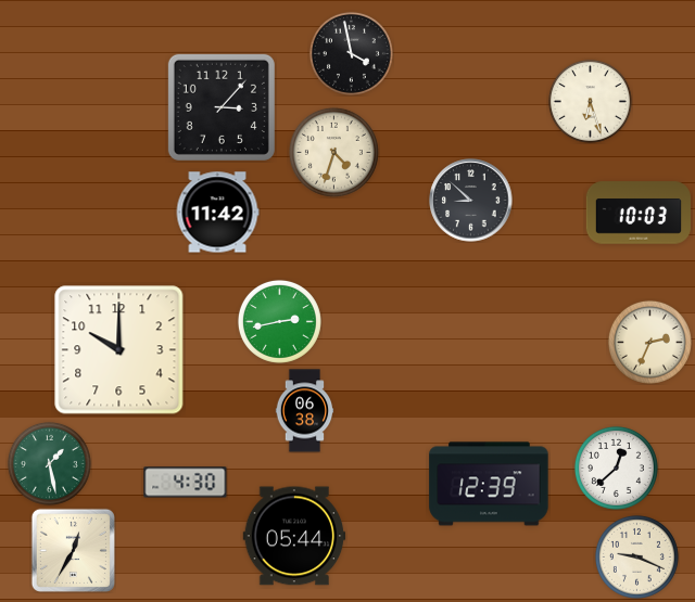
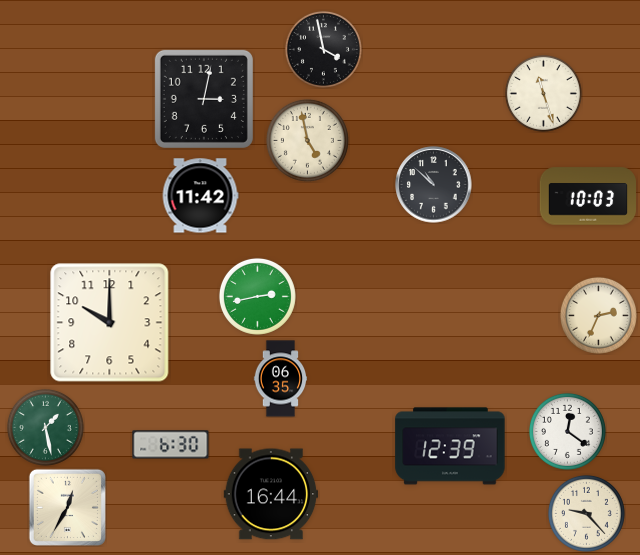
clock at (590, 101): 6:27 -> 11:27
clock at (222, 107): 3:07 -> 3:02
clock at (333, 152): 4:33 -> 4:58
clock at (471, 201): 8:52 -> 10:52
clock at (305, 411): 06:38 -> 06:35
clock at (616, 467): 12:38 -> 12:21
clock at (186, 483): 4:30 -> 6:30
clock at (294, 536): 05:44 -> 16:44
clock at (636, 556): 9:19 -> 9:23
